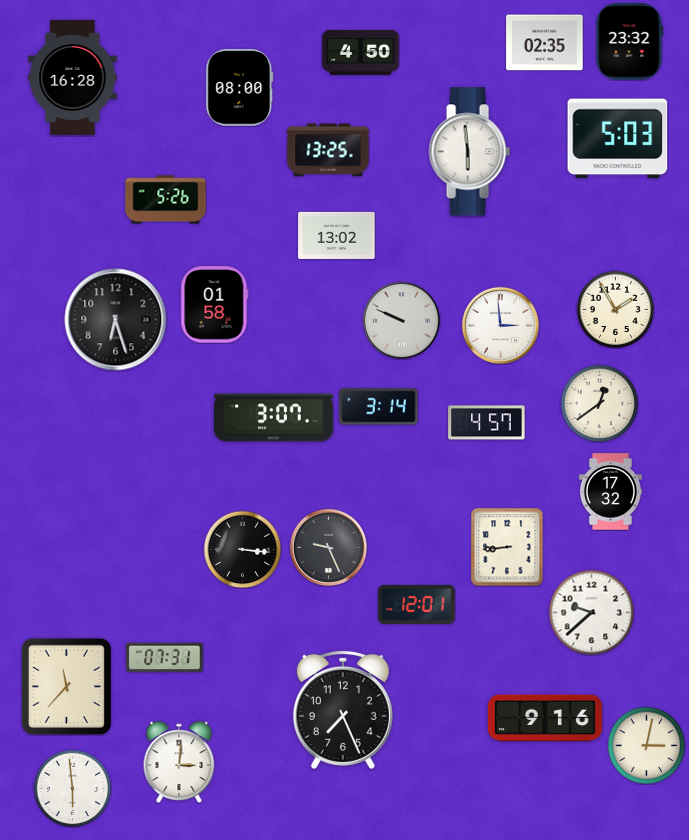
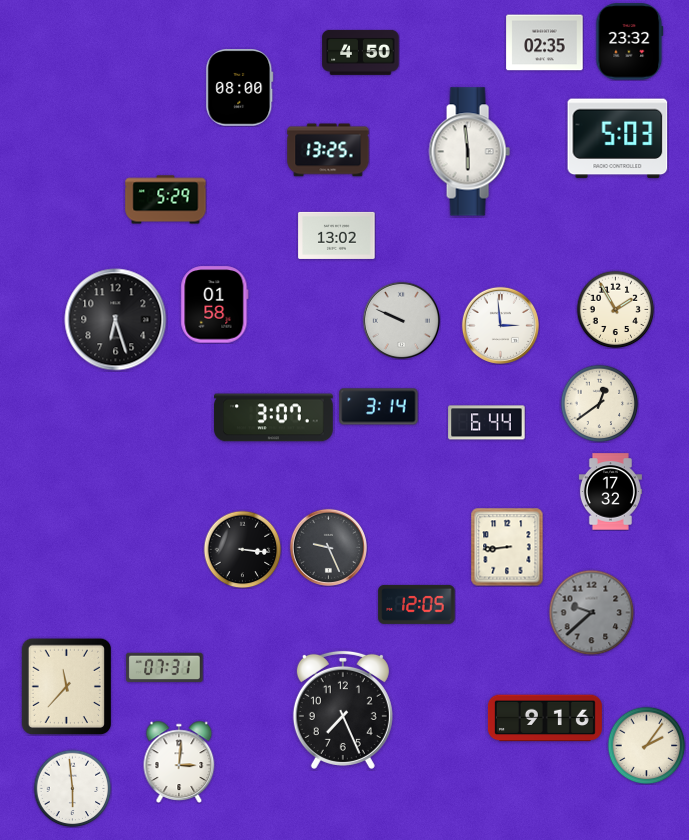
clock at (73, 77): 16:28 -> none
clock at (166, 200): 5:26 -> 5:29
clock at (487, 423): 4:57 -> 6:44
clock at (417, 604): 12:01 -> 12:05
clock at (591, 612) dial: white -> grey
clock at (165, 658) position: (165, 658) -> (165, 668)
clock at (646, 745): 3:02 -> 2:06
